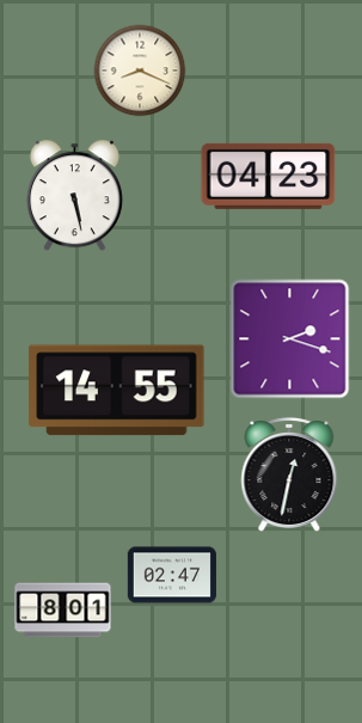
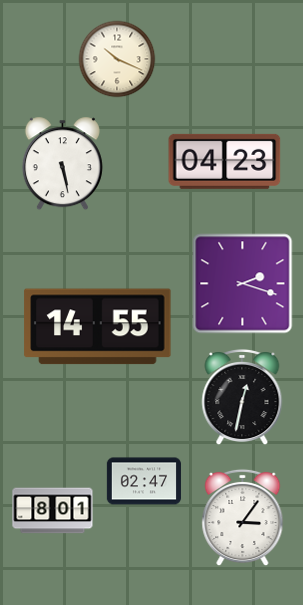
clock at (140, 71): 8:19 -> 10:19
clock at (269, 176) position: (269, 176) -> (225, 161)
clock at (243, 518): none -> 3:06
